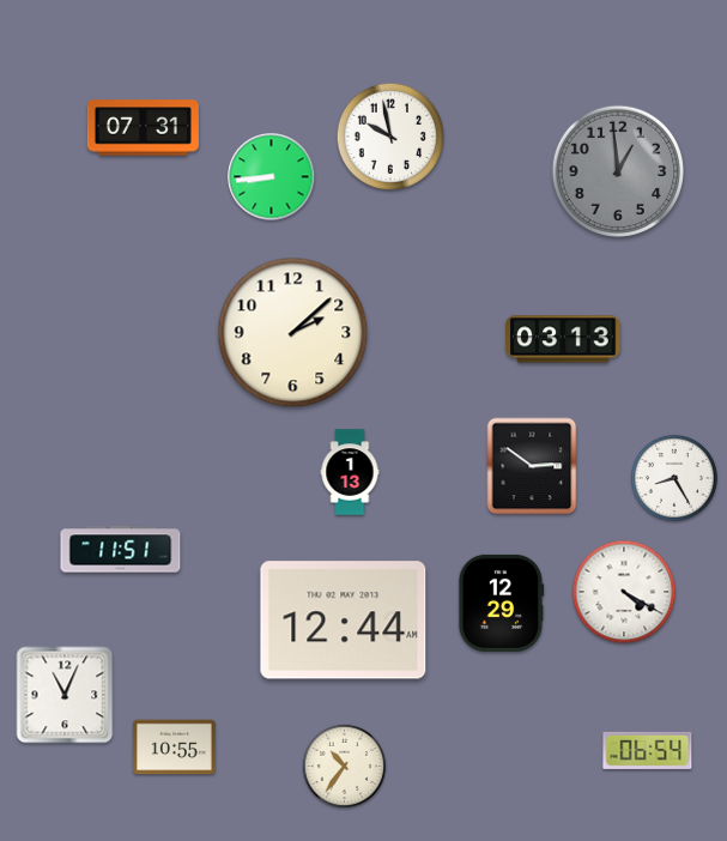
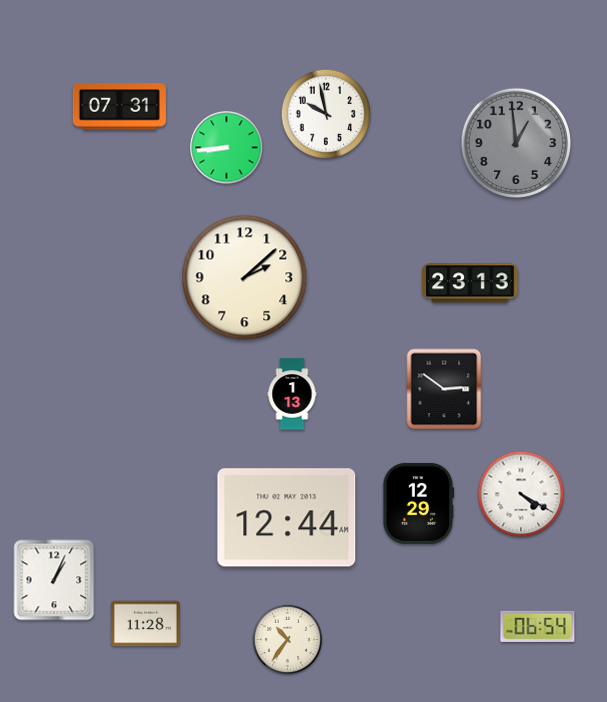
clock at (563, 339): 03:13 -> 23:13
clock at (674, 478): 8:25 -> none
clock at (121, 550): 11:51 -> none
clock at (65, 695): 11:04 -> 1:04
clock at (174, 748): 10:55 -> 11:28
clock at (648, 750) position: (648, 750) -> (538, 626)
